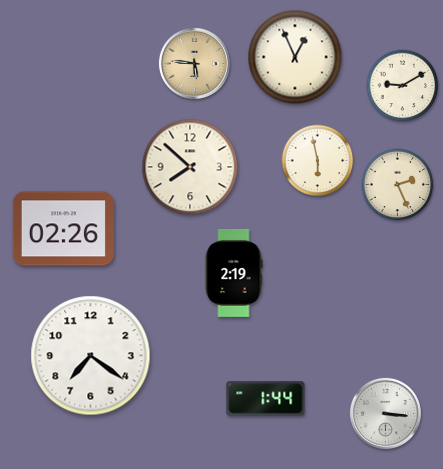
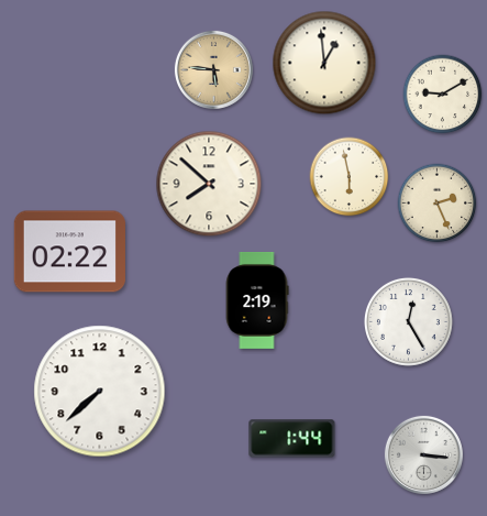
clock at (295, 57): 12:56 -> 12:59
clock at (63, 229): 02:26 -> 02:22
clock at (408, 321): none -> 12:25
clock at (91, 356): 7:21 -> 7:38
